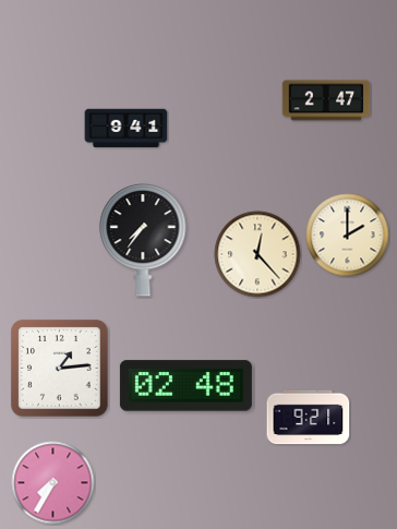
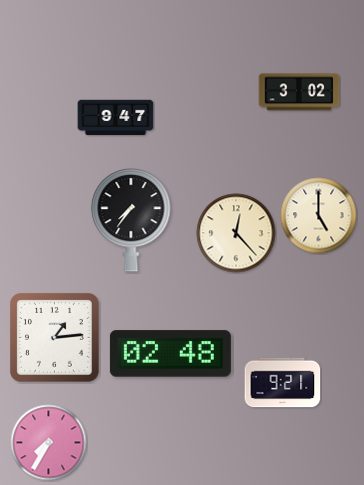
clock at (326, 100): 2:47 -> 3:02
clock at (127, 129): 9:41 -> 9:47
clock at (348, 236): 2:00 -> 5:00
